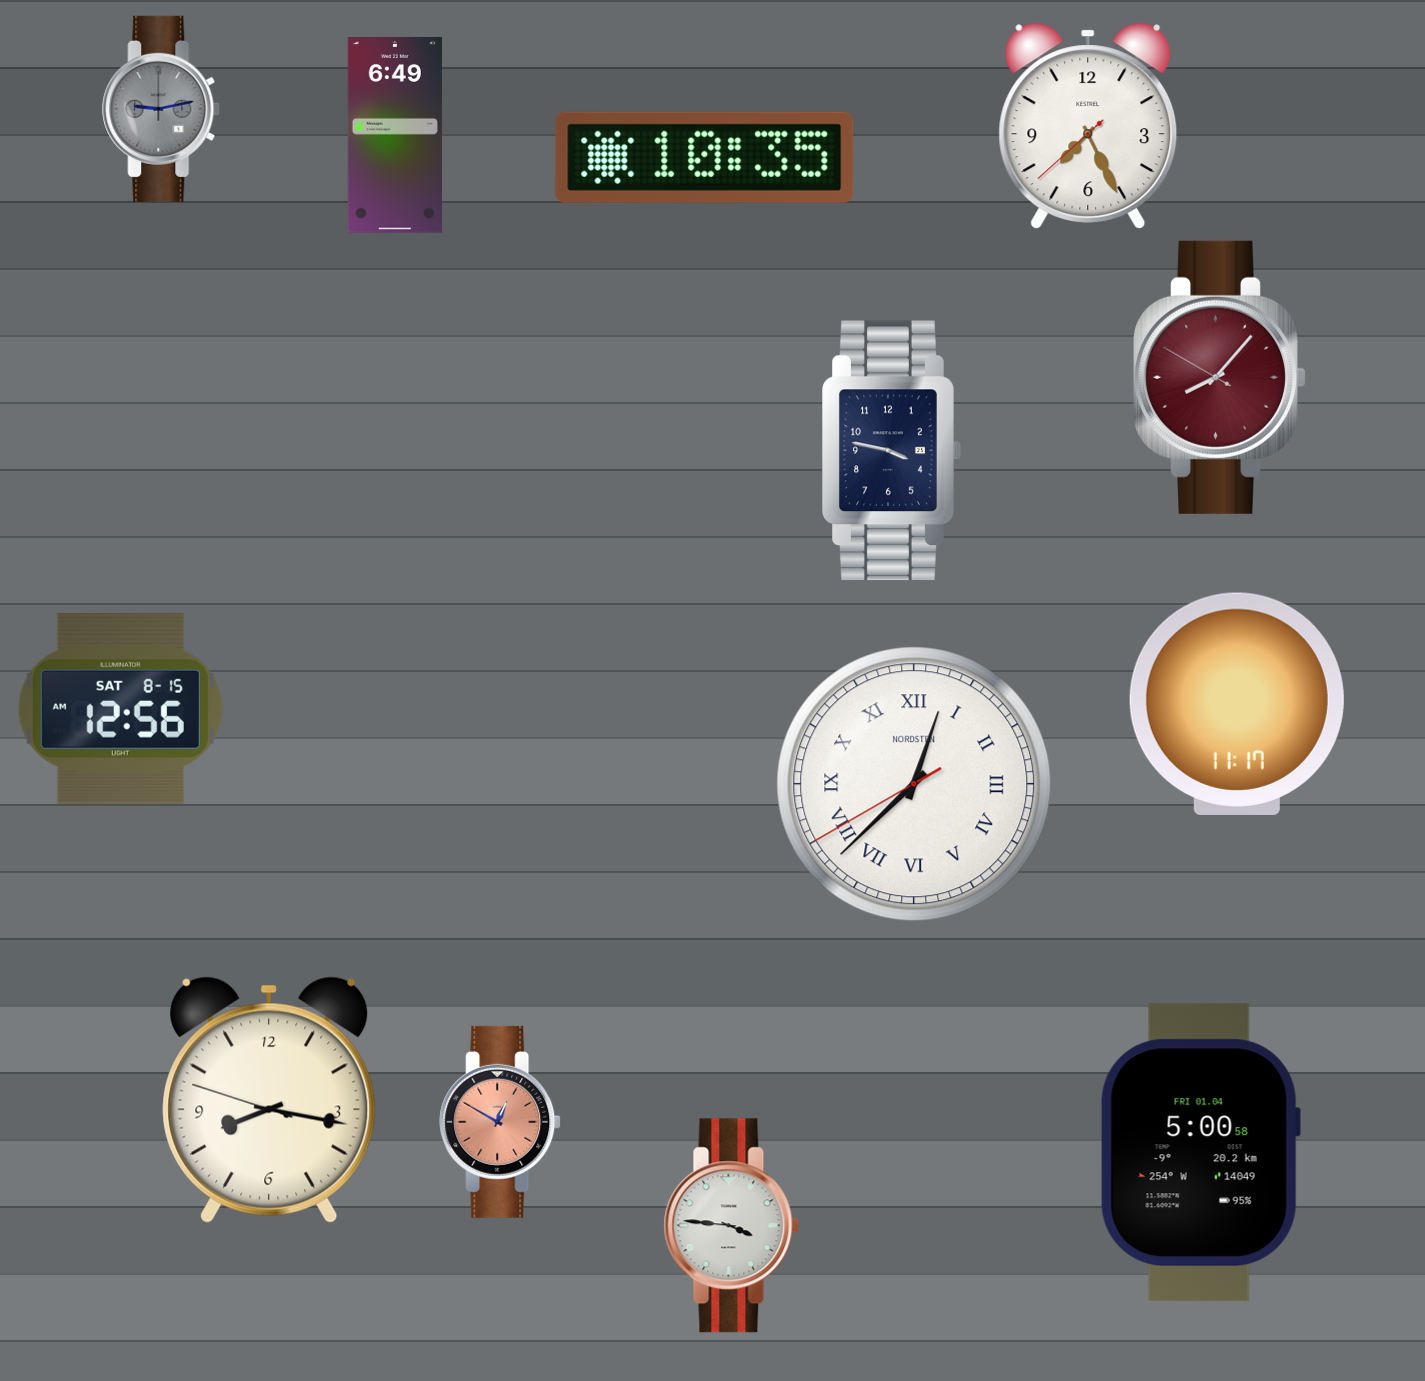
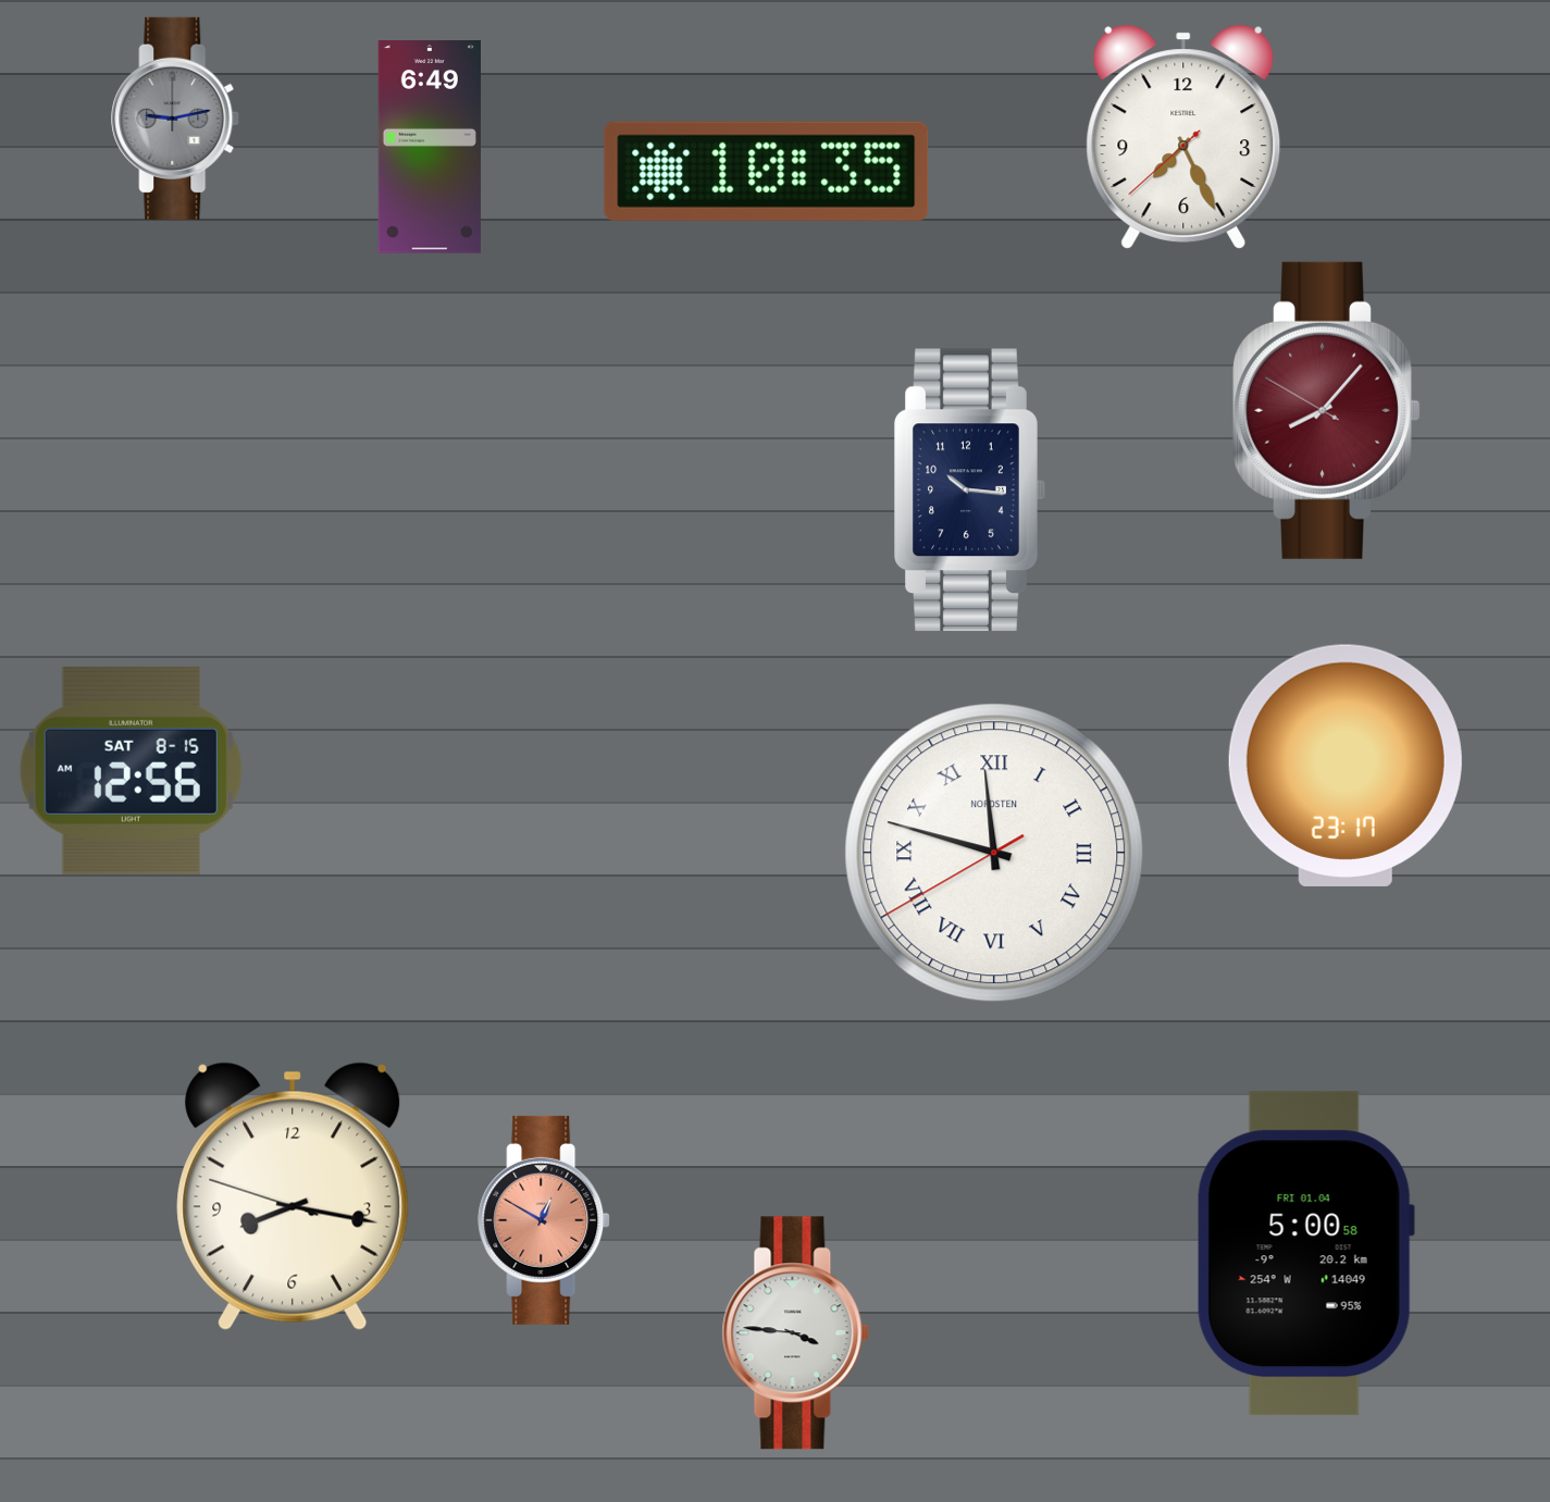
clock at (891, 451): 3:47 -> 10:16
clock at (1237, 704): 11:17 -> 23:17
clock at (914, 784): 12:37 -> 11:47
